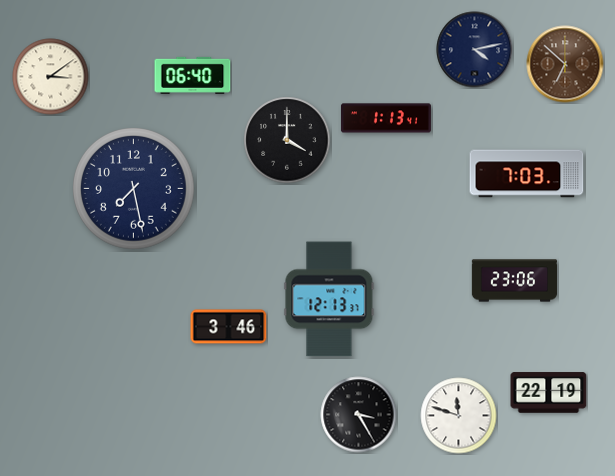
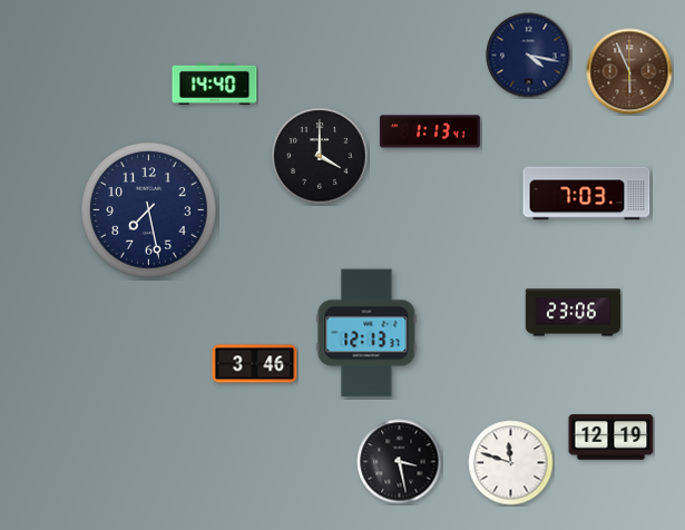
clock at (475, 50): 4:13 -> 4:17
clock at (565, 64): 6:52 -> 5:56
clock at (193, 75): 06:40 -> 14:40
clock at (51, 77): 3:09 -> none
clock at (549, 393): 22:19 -> 12:19
clock at (359, 415): 3:25 -> 3:28
